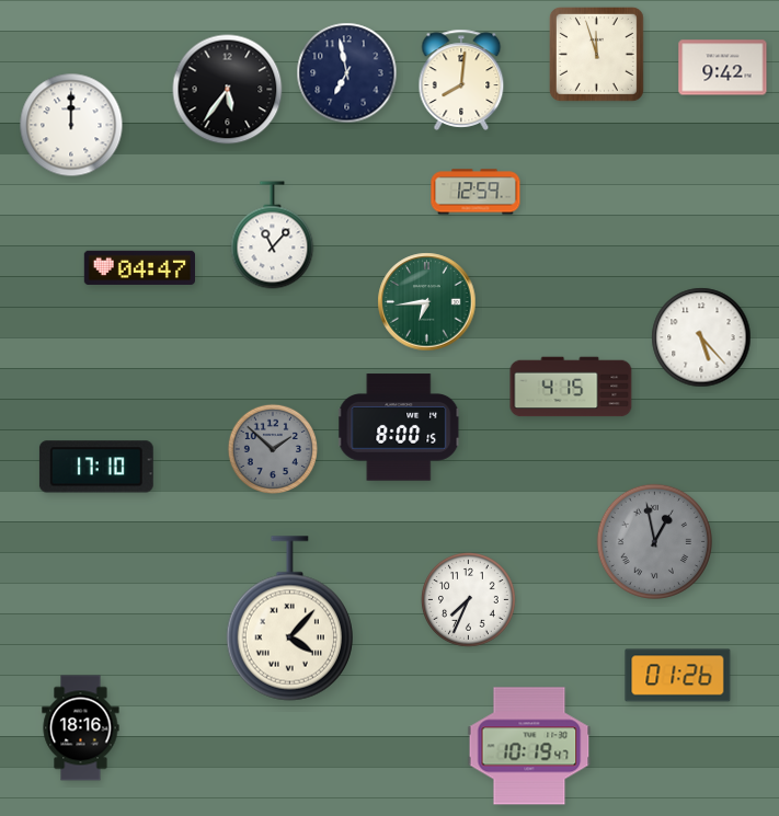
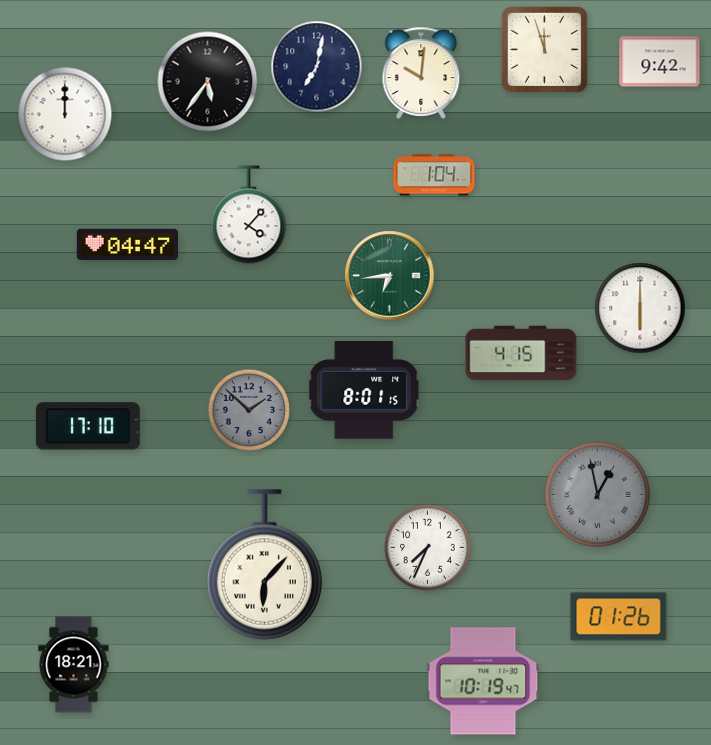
clock at (347, 73): 6:58 -> 7:02
clock at (461, 80): 8:01 -> 10:01
clock at (476, 192): 12:59 -> 1:04
clock at (273, 235): 11:07 -> 4:07
clock at (701, 337): 5:23 -> 6:00
clock at (400, 427): 8:00 -> 8:01
clock at (289, 619): 4:07 -> 6:07
clock at (81, 728): 18:16 -> 18:21
